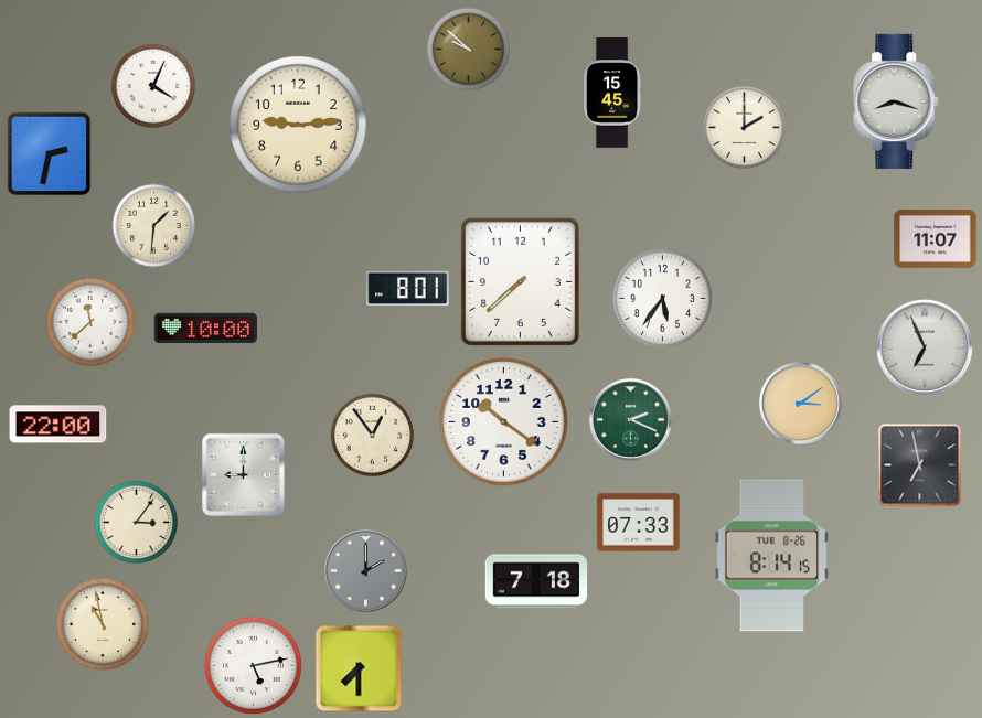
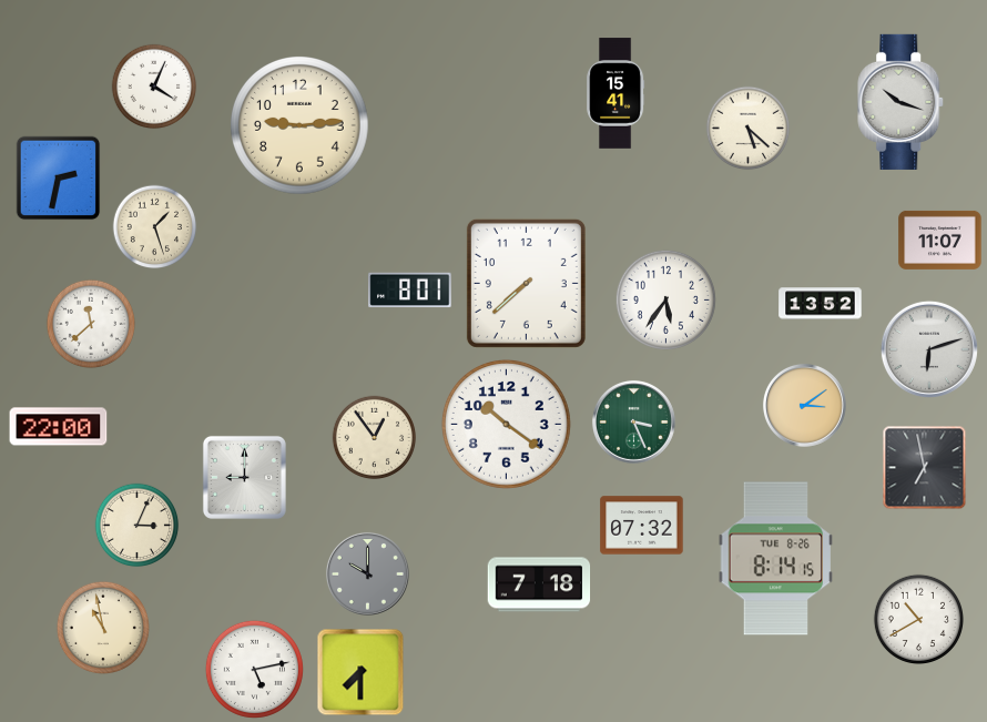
clock at (469, 50): 9:52 -> none
clock at (612, 93): 15:45 -> 15:41
clock at (897, 101): 8:18 -> 10:18
clock at (745, 128): 2:00 -> 5:22
clock at (50, 154) position: (50, 154) -> (59, 179)
clock at (154, 226): 1:31 -> 1:27
clock at (520, 281) position: (520, 281) -> (526, 283)
clock at (821, 304): none -> 13:52
clock at (205, 328): 10:00 -> none
clock at (925, 347): 6:56 -> 6:12
clock at (630, 419): 2:19 -> 3:26
clock at (137, 523): 3:06 -> 3:04
clock at (639, 523): 07:33 -> 07:32
clock at (365, 570): 2:00 -> 10:00
clock at (918, 619): none -> 10:40
